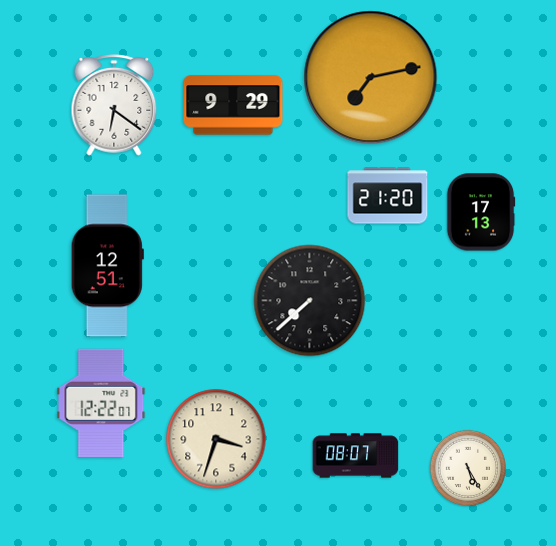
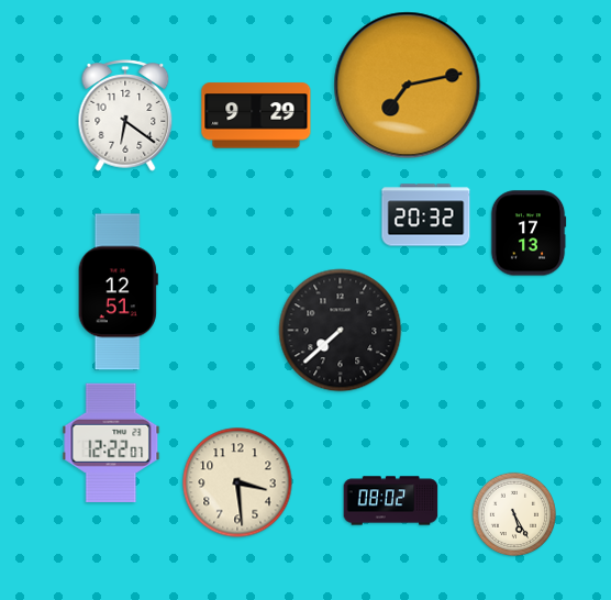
clock at (388, 196): 21:20 -> 20:32
clock at (216, 439): 3:33 -> 3:29
clock at (356, 456): 08:07 -> 08:02
